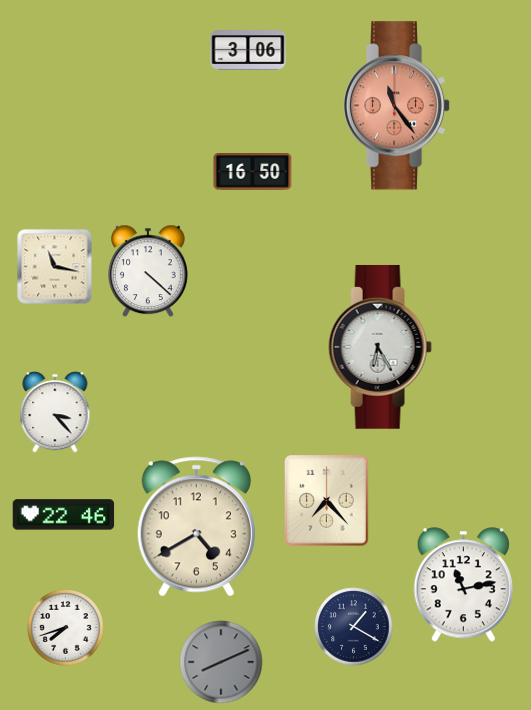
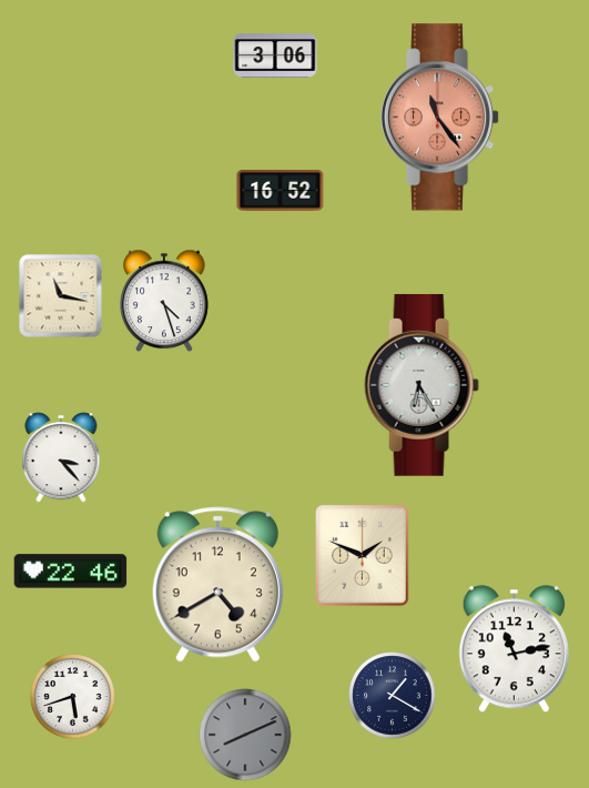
clock at (253, 172): 16:50 -> 16:52
clock at (149, 271): 4:22 -> 4:27
clock at (327, 501): 7:23 -> 1:49
clock at (66, 628): 7:42 -> 5:42
